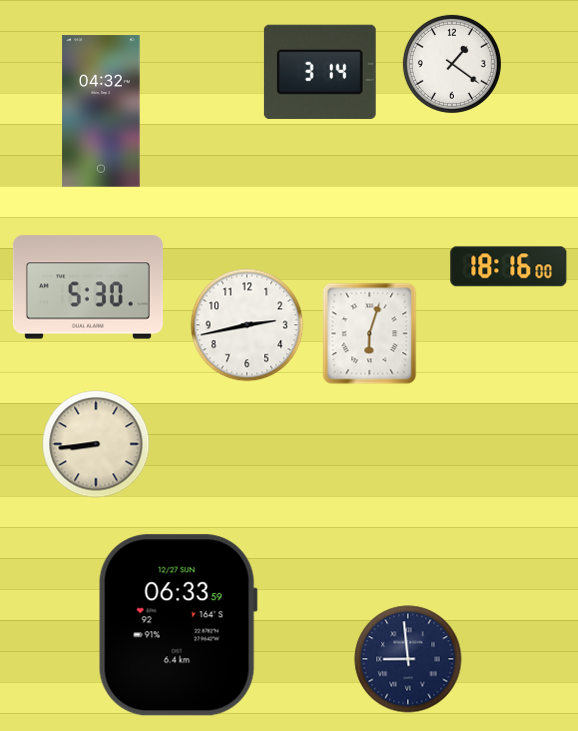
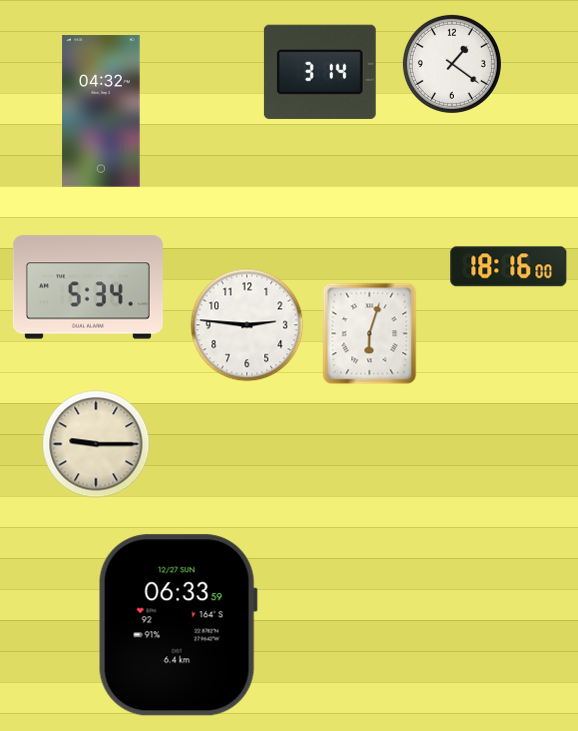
clock at (88, 287): 5:30 -> 5:34
clock at (247, 325): 2:43 -> 2:46
clock at (96, 444): 8:44 -> 9:15
clock at (408, 659): 8:59 -> none
